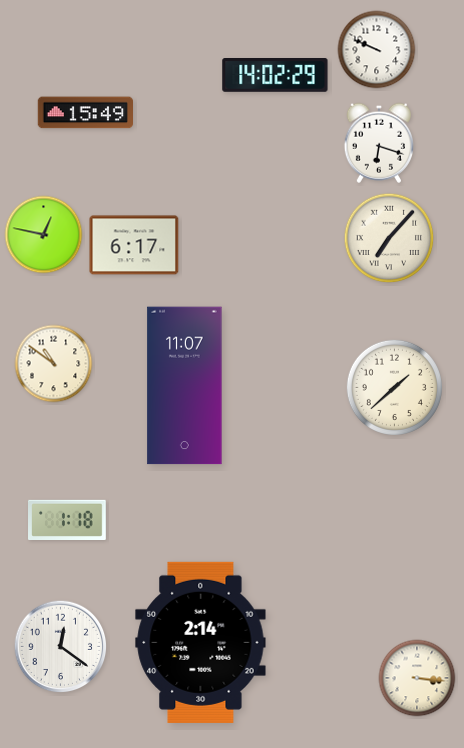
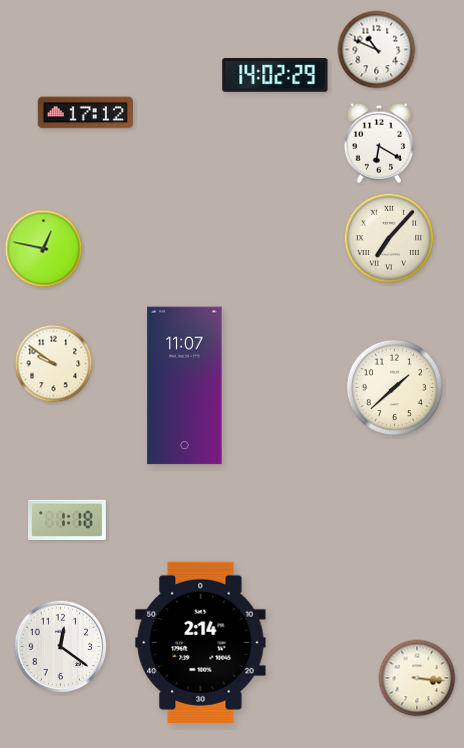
clock at (377, 50): 9:49 -> 10:49
clock at (85, 113): 15:49 -> 17:12
clock at (378, 143): 6:18 -> 6:20
clock at (44, 235) position: (44, 235) -> (44, 249)
clock at (134, 245): 6:17 -> none
clock at (54, 364): 10:51 -> 9:51
